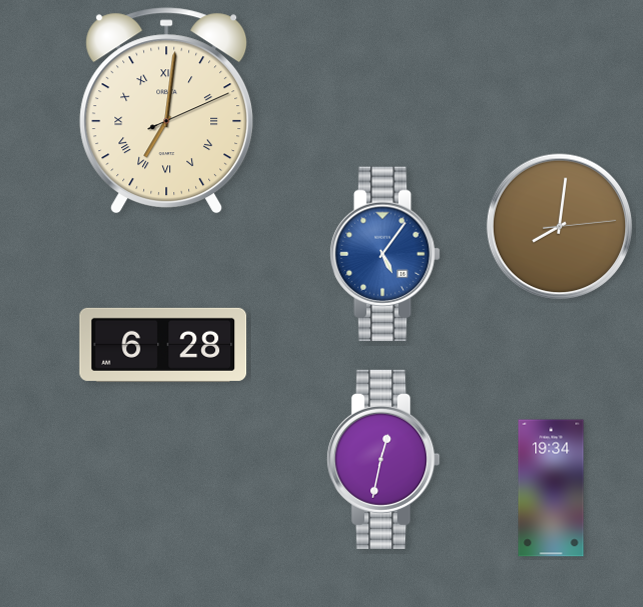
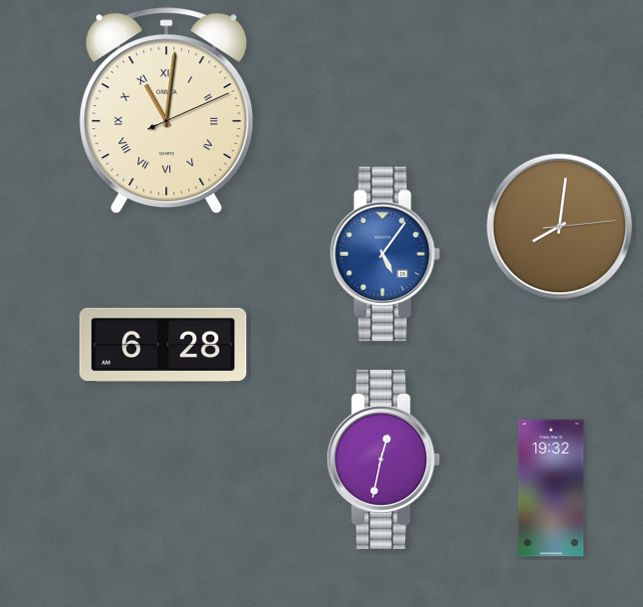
clock at (167, 111): 7:01 -> 11:01
clock at (551, 488): 19:34 -> 19:32
